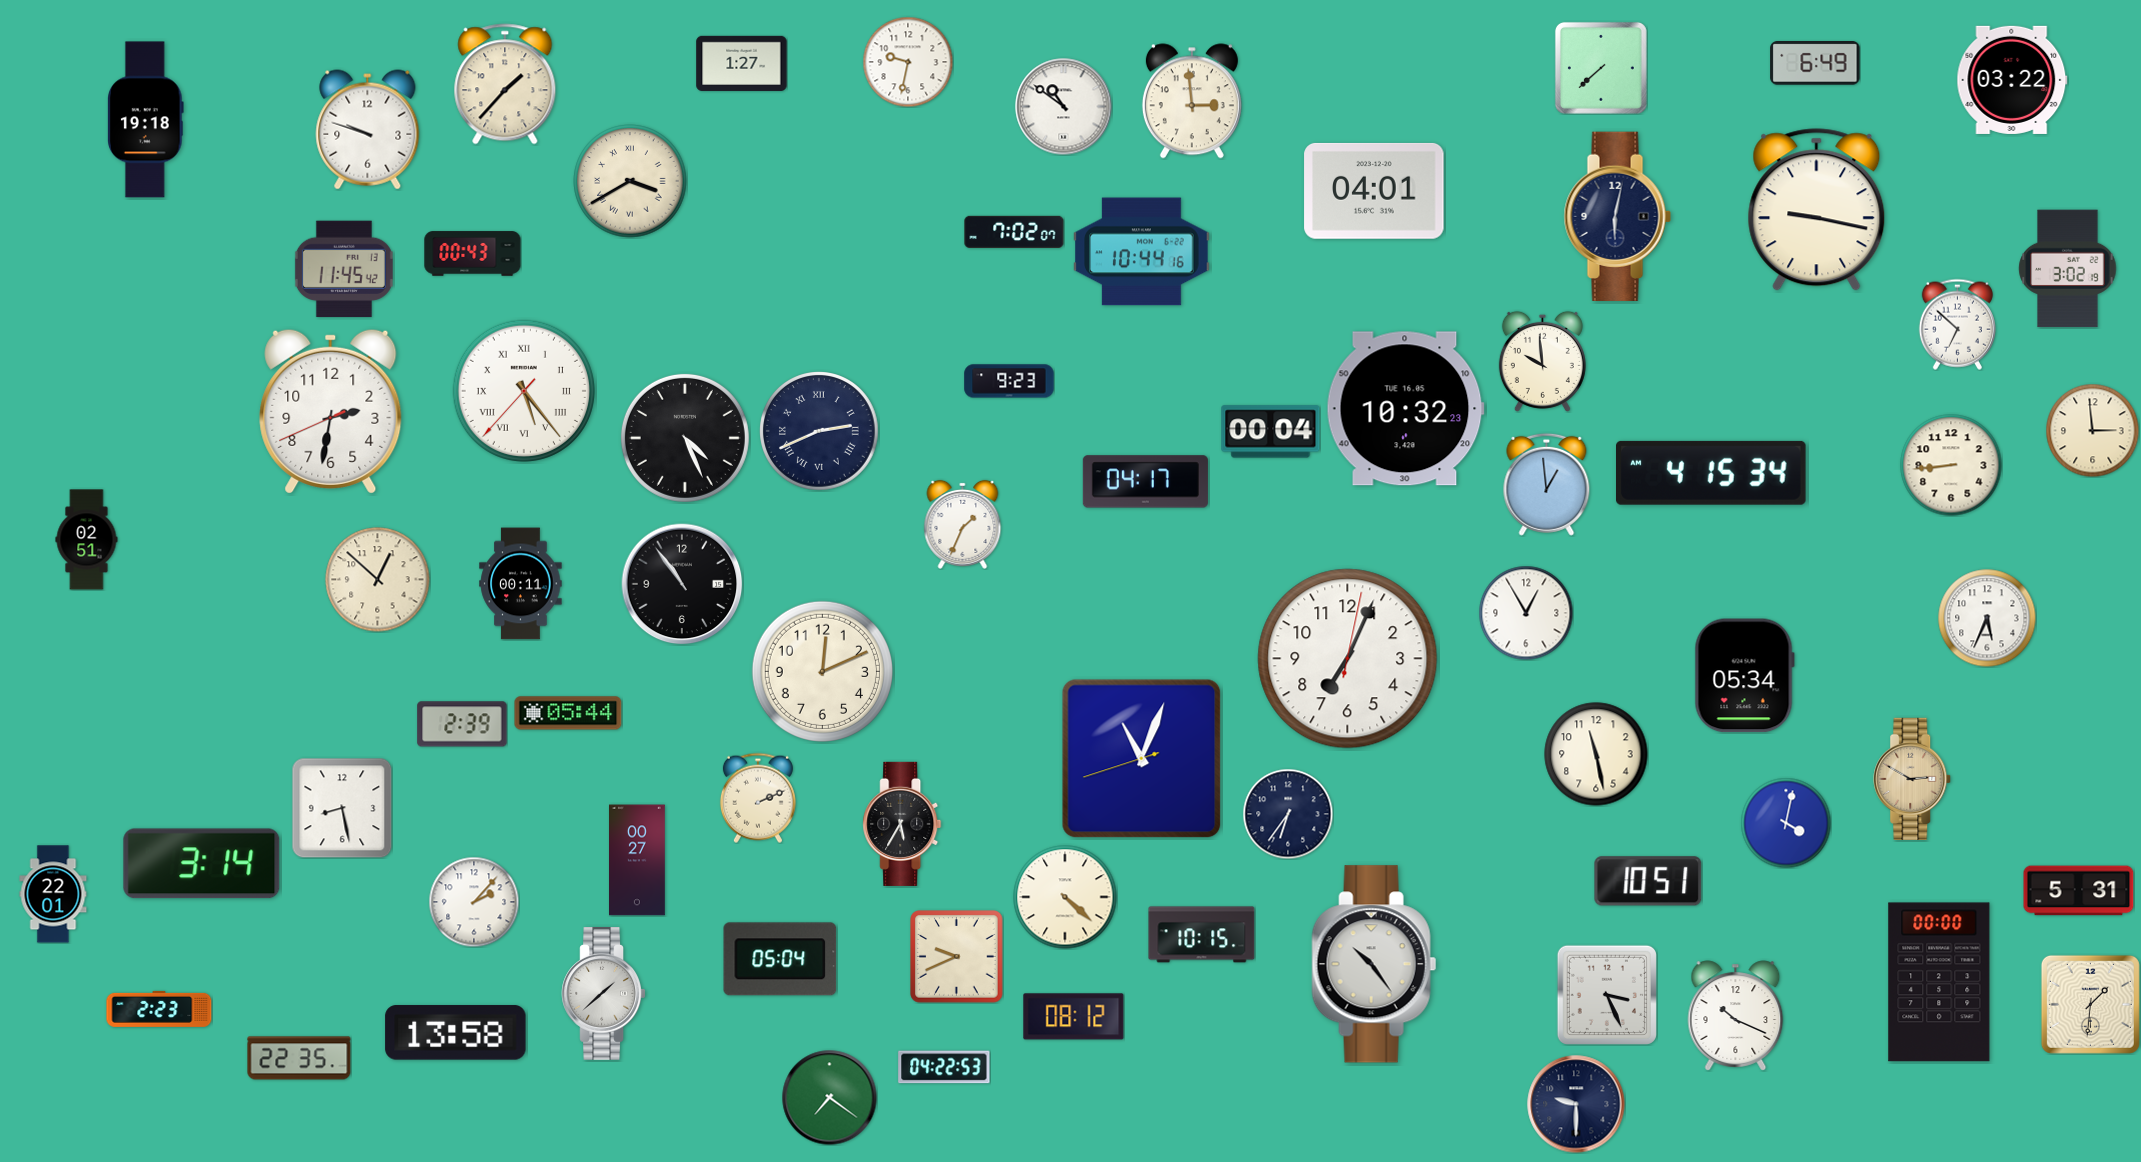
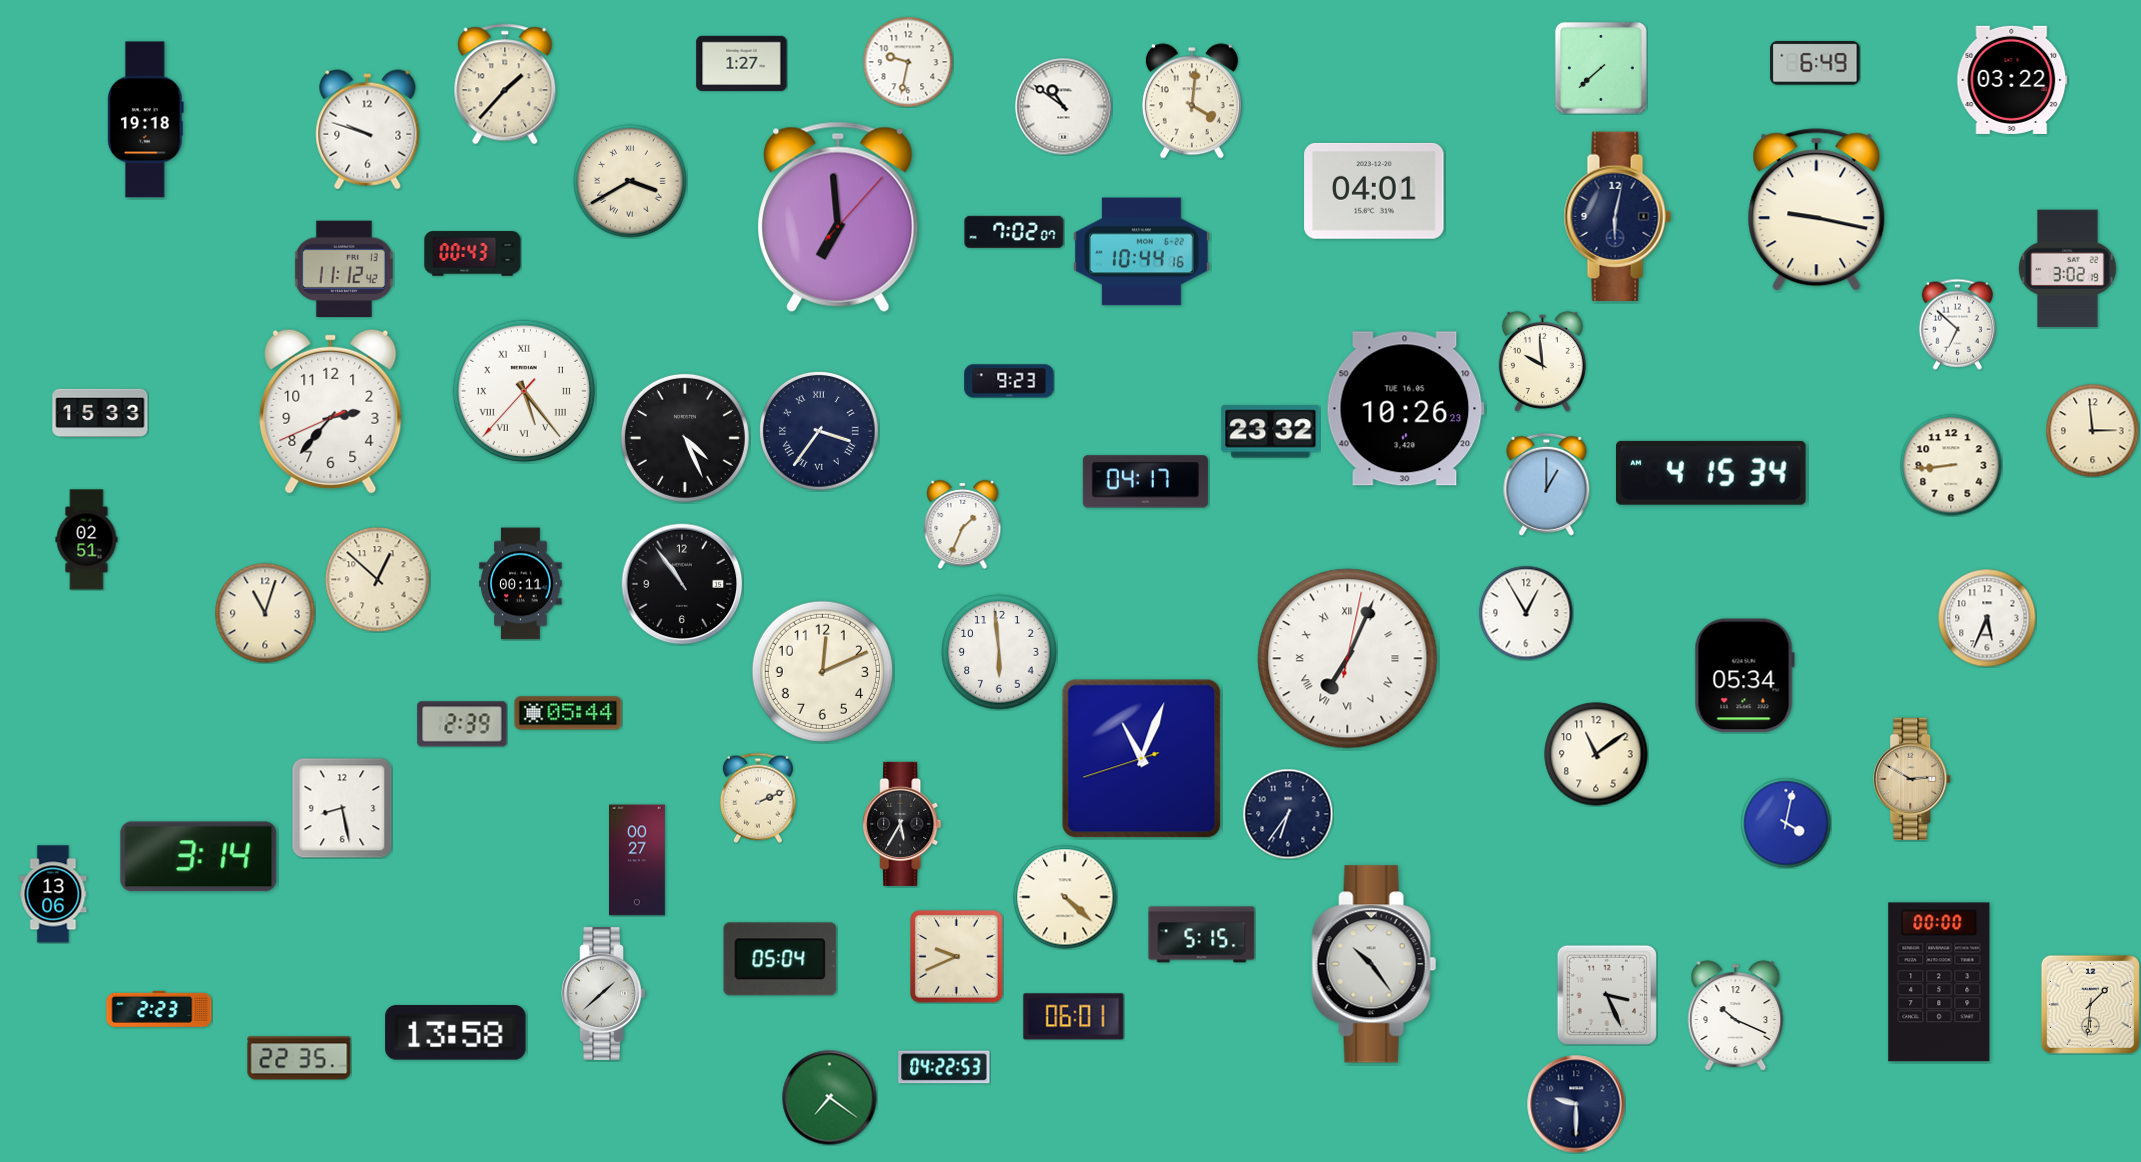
clock at (1192, 101): 2:59 -> 4:01
clock at (838, 217): none -> 6:59
clock at (344, 269): 11:45 -> 11:12
clock at (1405, 409): 10:32 -> 10:26
clock at (331, 411): 2:31 -> 2:36
clock at (100, 413): none -> 15:33
clock at (820, 432): 2:41 -> 3:36
clock at (1271, 432): 00:04 -> 23:32
clock at (1547, 484): 12:59 -> 1:00
clock at (265, 613): none -> 11:03
clock at (999, 652): none -> 5:59
clock at (1348, 659) numerals: Arabic -> Roman
clock at (1596, 754): 11:28 -> 11:09
clock at (202, 864) position: (202, 864) -> (199, 857)
clock at (1648, 881): 10:51 -> none
clock at (2079, 891): 5:31 -> none
clock at (53, 894): 22:01 -> 13:06
clock at (474, 902): 2:07 -> none
clock at (1202, 935): 10:15 -> 5:15
clock at (1074, 1017): 08:12 -> 06:01
